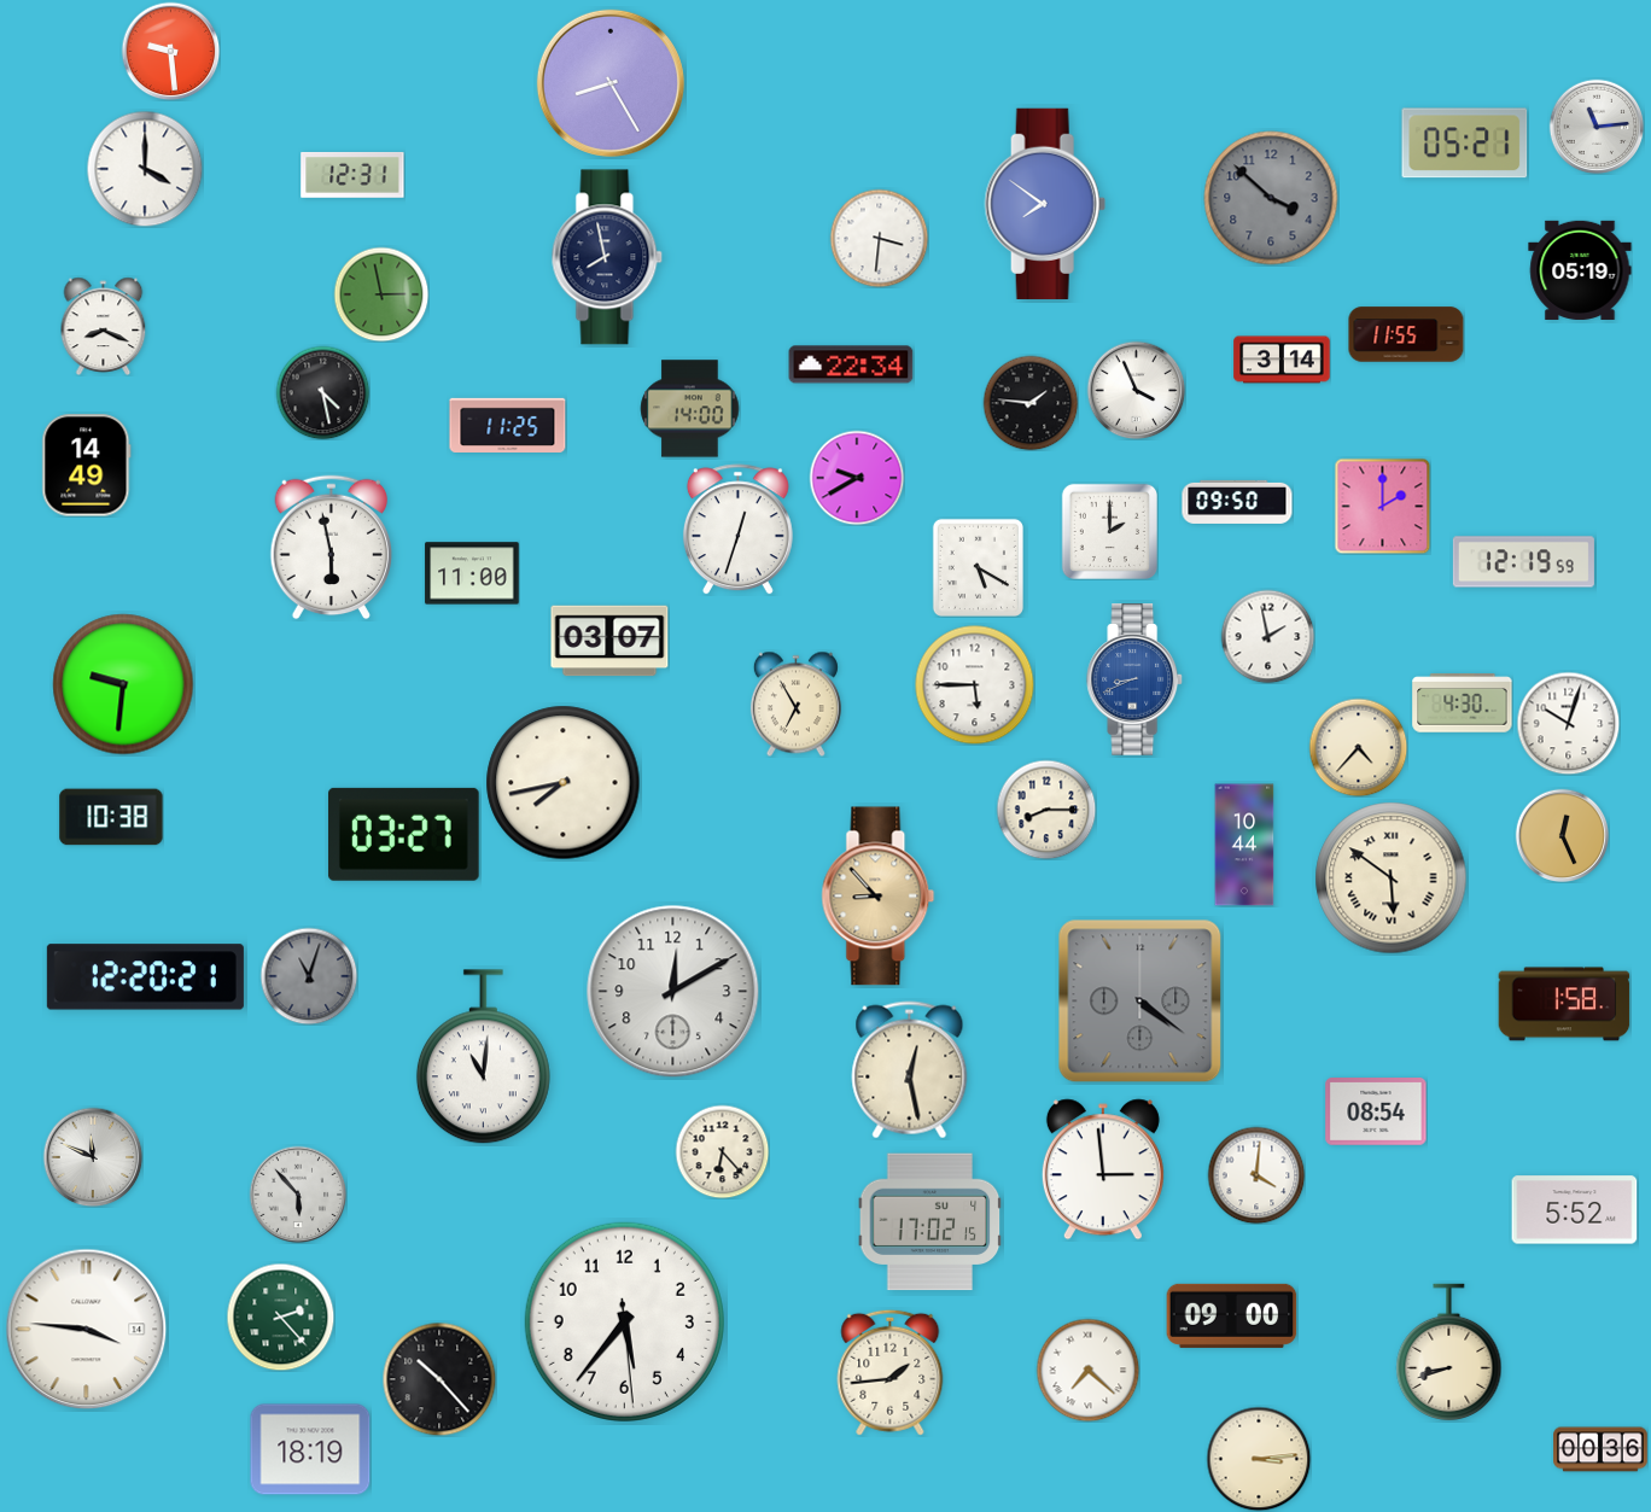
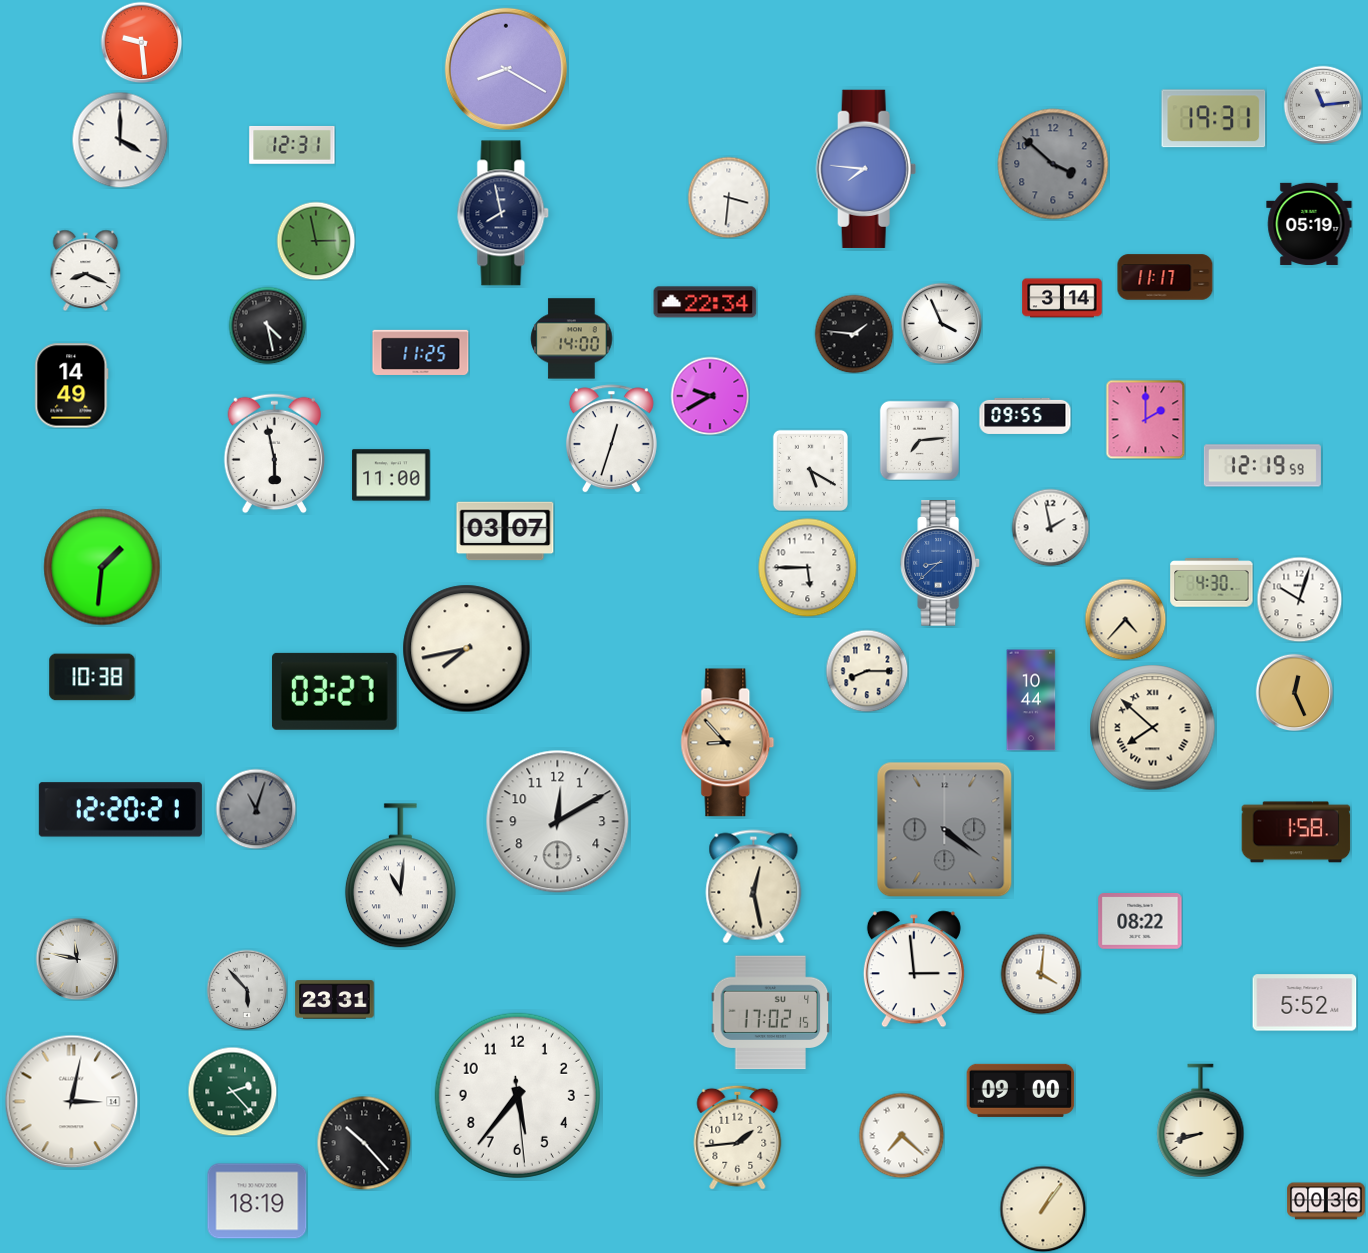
clock at (611, 83): 8:25 -> 8:20
clock at (1465, 144): 05:21 -> 19:31
clock at (1045, 204): 7:51 -> 7:46
clock at (381, 294) position: (381, 294) -> (316, 241)
clock at (1406, 334): 11:55 -> 11:17
clock at (1237, 502): 09:50 -> 09:55
clock at (1109, 531): 2:00 -> 7:14
clock at (1136, 679): 8:41 -> 8:38
clock at (123, 684): 9:31 -> 1:31
clock at (795, 704): 6:55 -> none
clock at (1392, 878): 5:51 -> 7:52
clock at (1376, 1111): 08:54 -> 08:22
clock at (722, 1151): 6:23 -> none
clock at (93, 1157): 11:49 -> 11:47
clock at (335, 1000): none -> 23:31
clock at (87, 1330): 3:46 -> 3:02
clock at (1259, 1459): 3:14 -> 1:06
